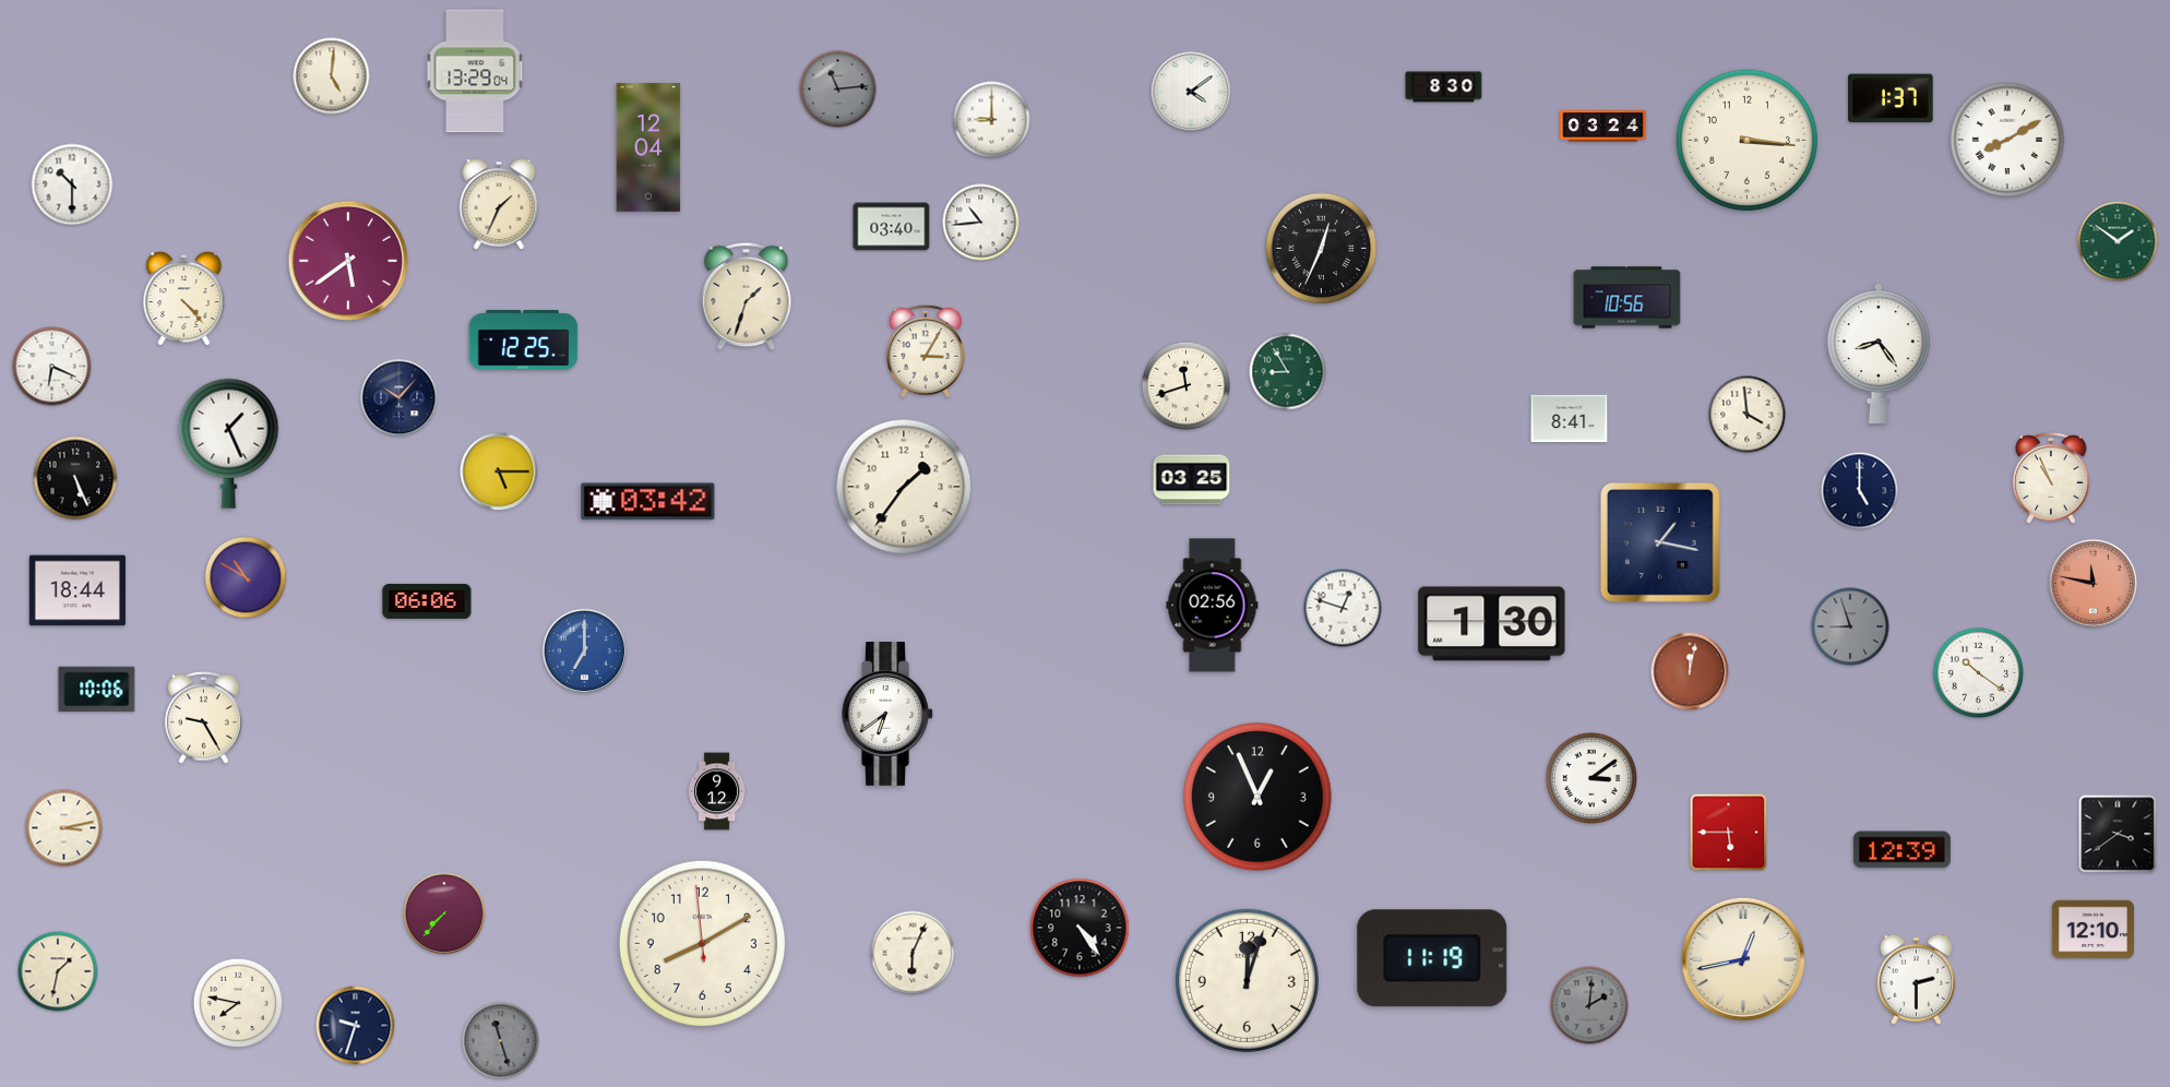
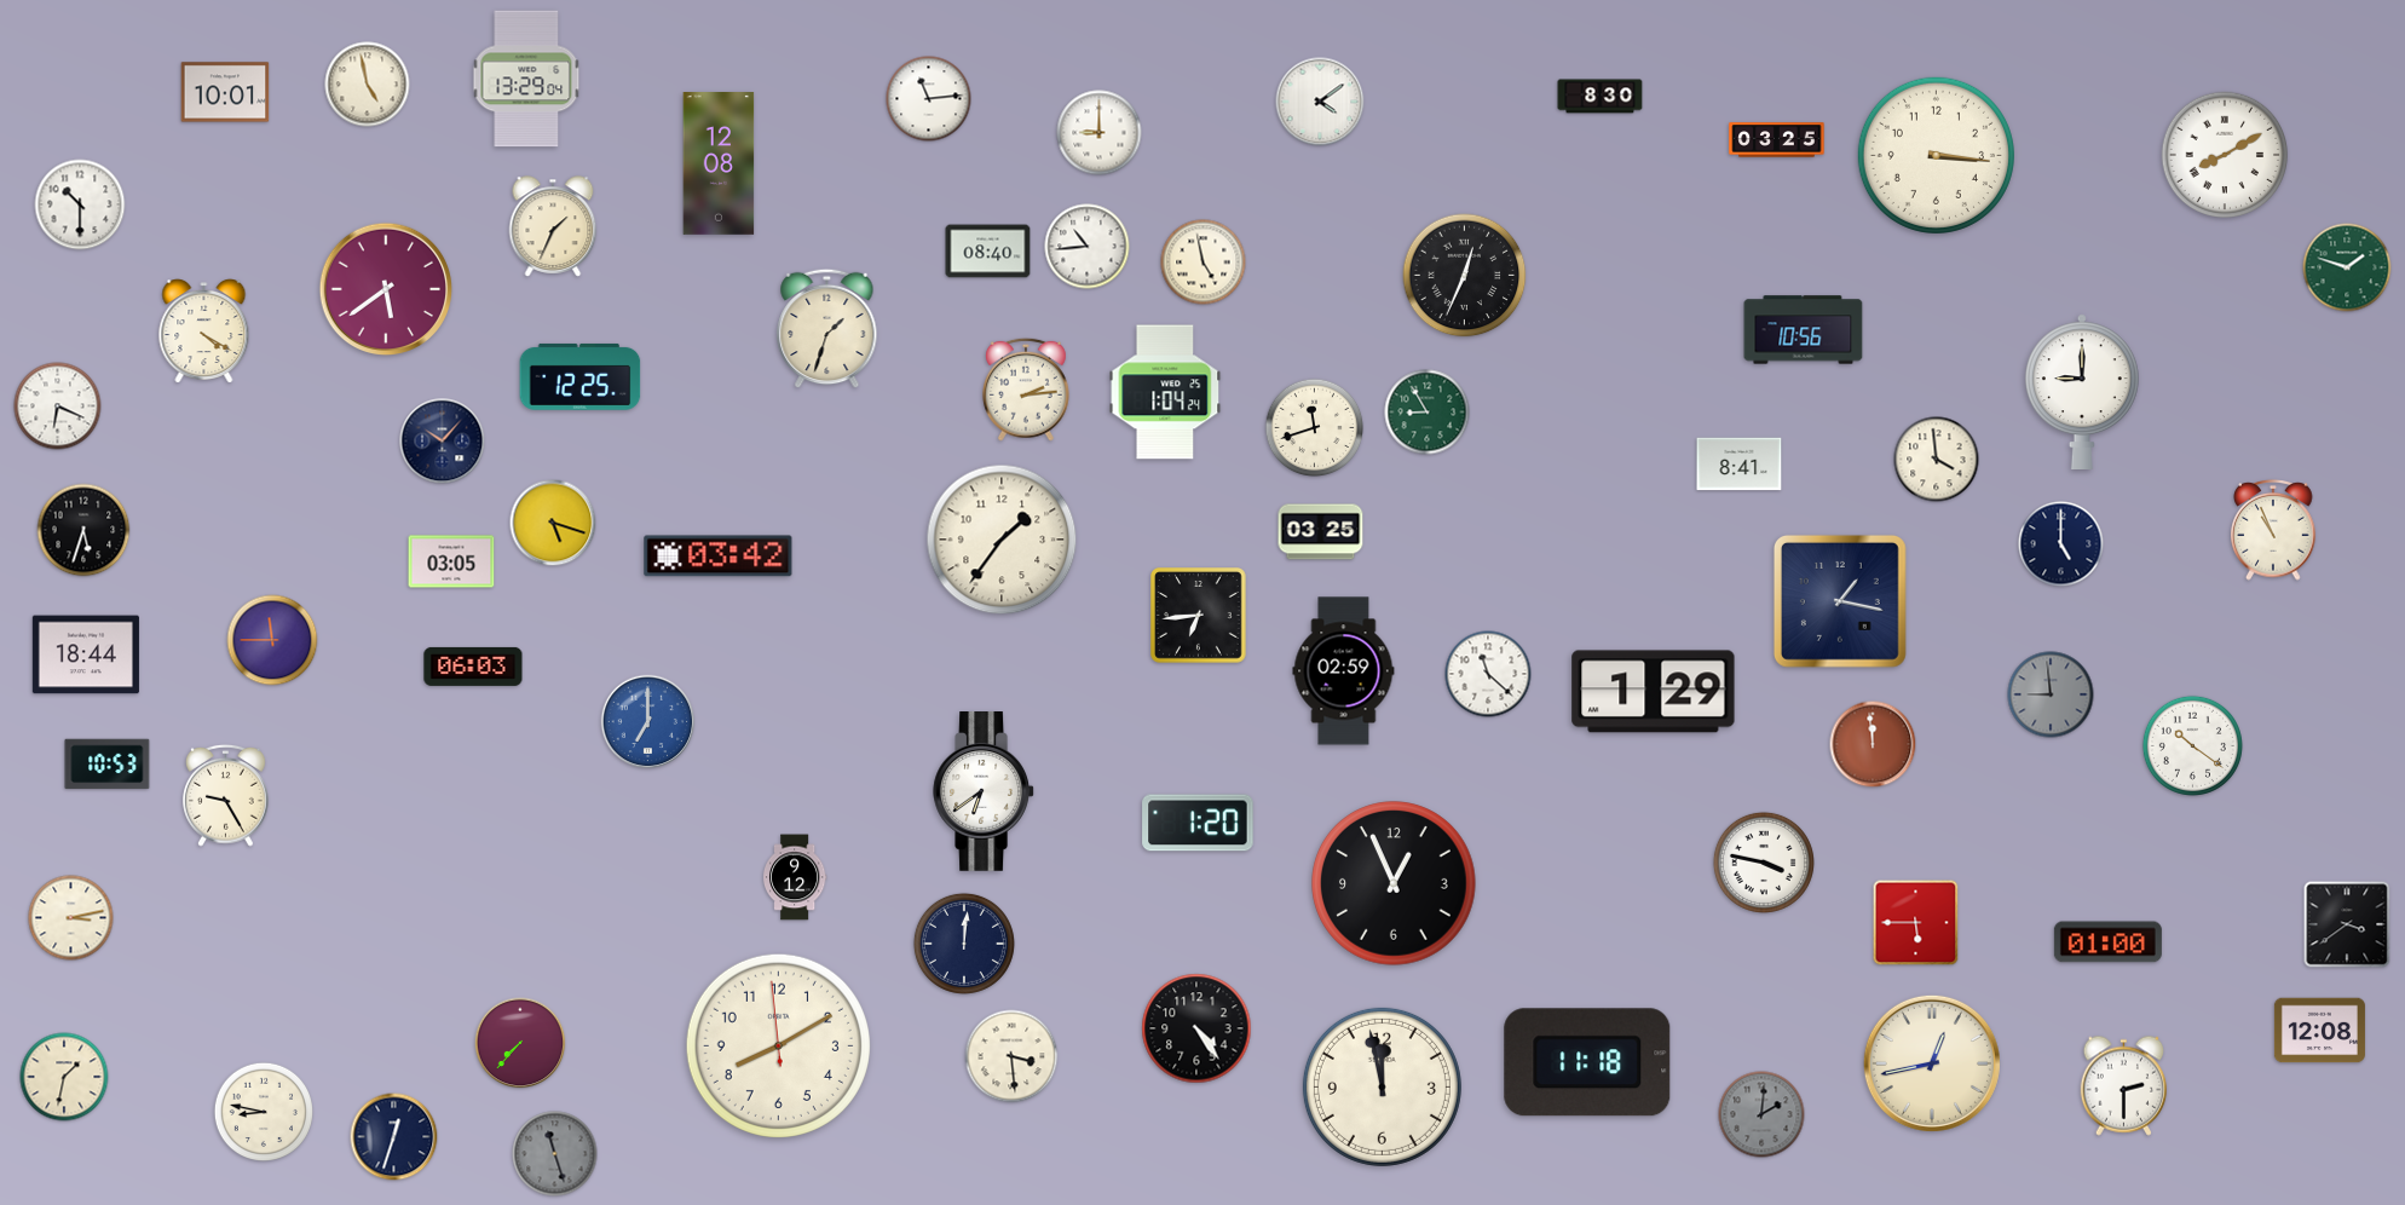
clock at (332, 76): 5:01 -> 4:58
clock at (225, 92): none -> 10:01
clock at (838, 89) dial: grey -> white
clock at (1891, 98): 1:37 -> none
clock at (1603, 127): 03:24 -> 03:25
clock at (648, 147): 12:04 -> 12:08
clock at (892, 227): 03:40 -> 08:40
clock at (1204, 263): none -> 4:58
clock at (2118, 241): 1:51 -> 1:48
clock at (184, 299): 4:23 -> 4:20
clock at (926, 351): 3:05 -> 2:14
clock at (1879, 353): 8:24 -> 9:00
clock at (1165, 392): none -> 1:04
clock at (229, 443): 1:26 -> none
clock at (499, 471): 5:15 -> 5:18
clock at (75, 478): 5:26 -> 5:33
clock at (451, 561): none -> 03:05
clock at (1199, 616): none -> 6:44
clock at (246, 577): 10:50 -> 11:45
clock at (2092, 583): 11:47 -> none
clock at (427, 601): 06:06 -> 06:03
clock at (1213, 606): 02:56 -> 02:59
clock at (1343, 608): 12:48 -> 11:22
clock at (1492, 624): 1:30 -> 1:29
clock at (1850, 626): 8:57 -> 8:59
clock at (1690, 671): 12:02 -> 11:59
clock at (97, 690): 10:06 -> 10:53
clock at (1198, 823): none -> 1:20
clock at (1591, 778): 3:09 -> 3:47
clock at (1901, 850): 12:39 -> 01:00
clock at (964, 944): none -> 12:01
clock at (444, 913) position: (444, 913) -> (520, 1043)
clock at (2092, 930): 12:10 -> 12:08
clock at (913, 953): 6:04 -> 3:29
clock at (1432, 958): 11:19 -> 11:18
clock at (1247, 980): 12:03 -> 11:58
clock at (237, 1002): 7:47 -> 8:47
clock at (356, 1026): 9:33 -> 12:33
